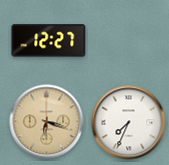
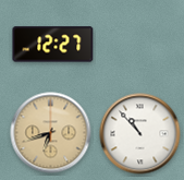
clock at (47, 122): 6:18 -> 6:42
clock at (129, 123): 7:34 -> 10:53
